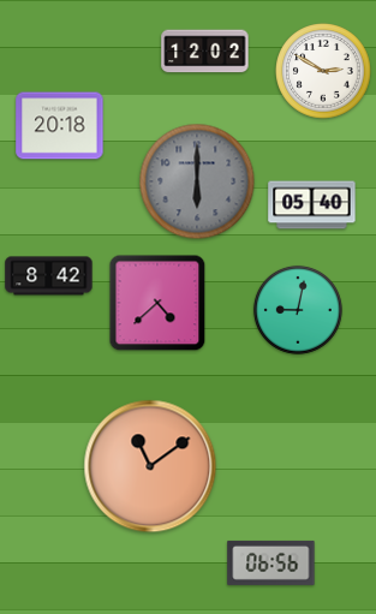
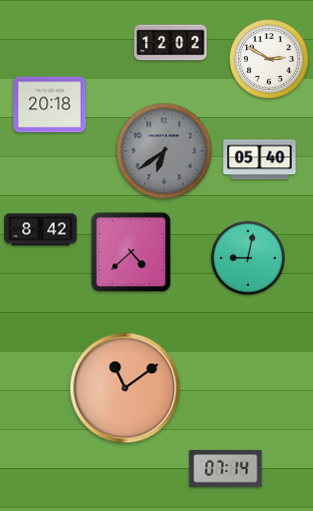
clock at (197, 181): 6:00 -> 6:39
clock at (312, 205) position: (312, 205) -> (260, 160)
clock at (271, 562): 06:56 -> 07:14
